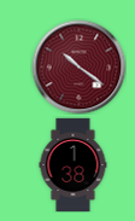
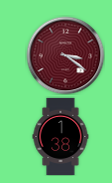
clock at (78, 66): 10:21 -> 3:21
